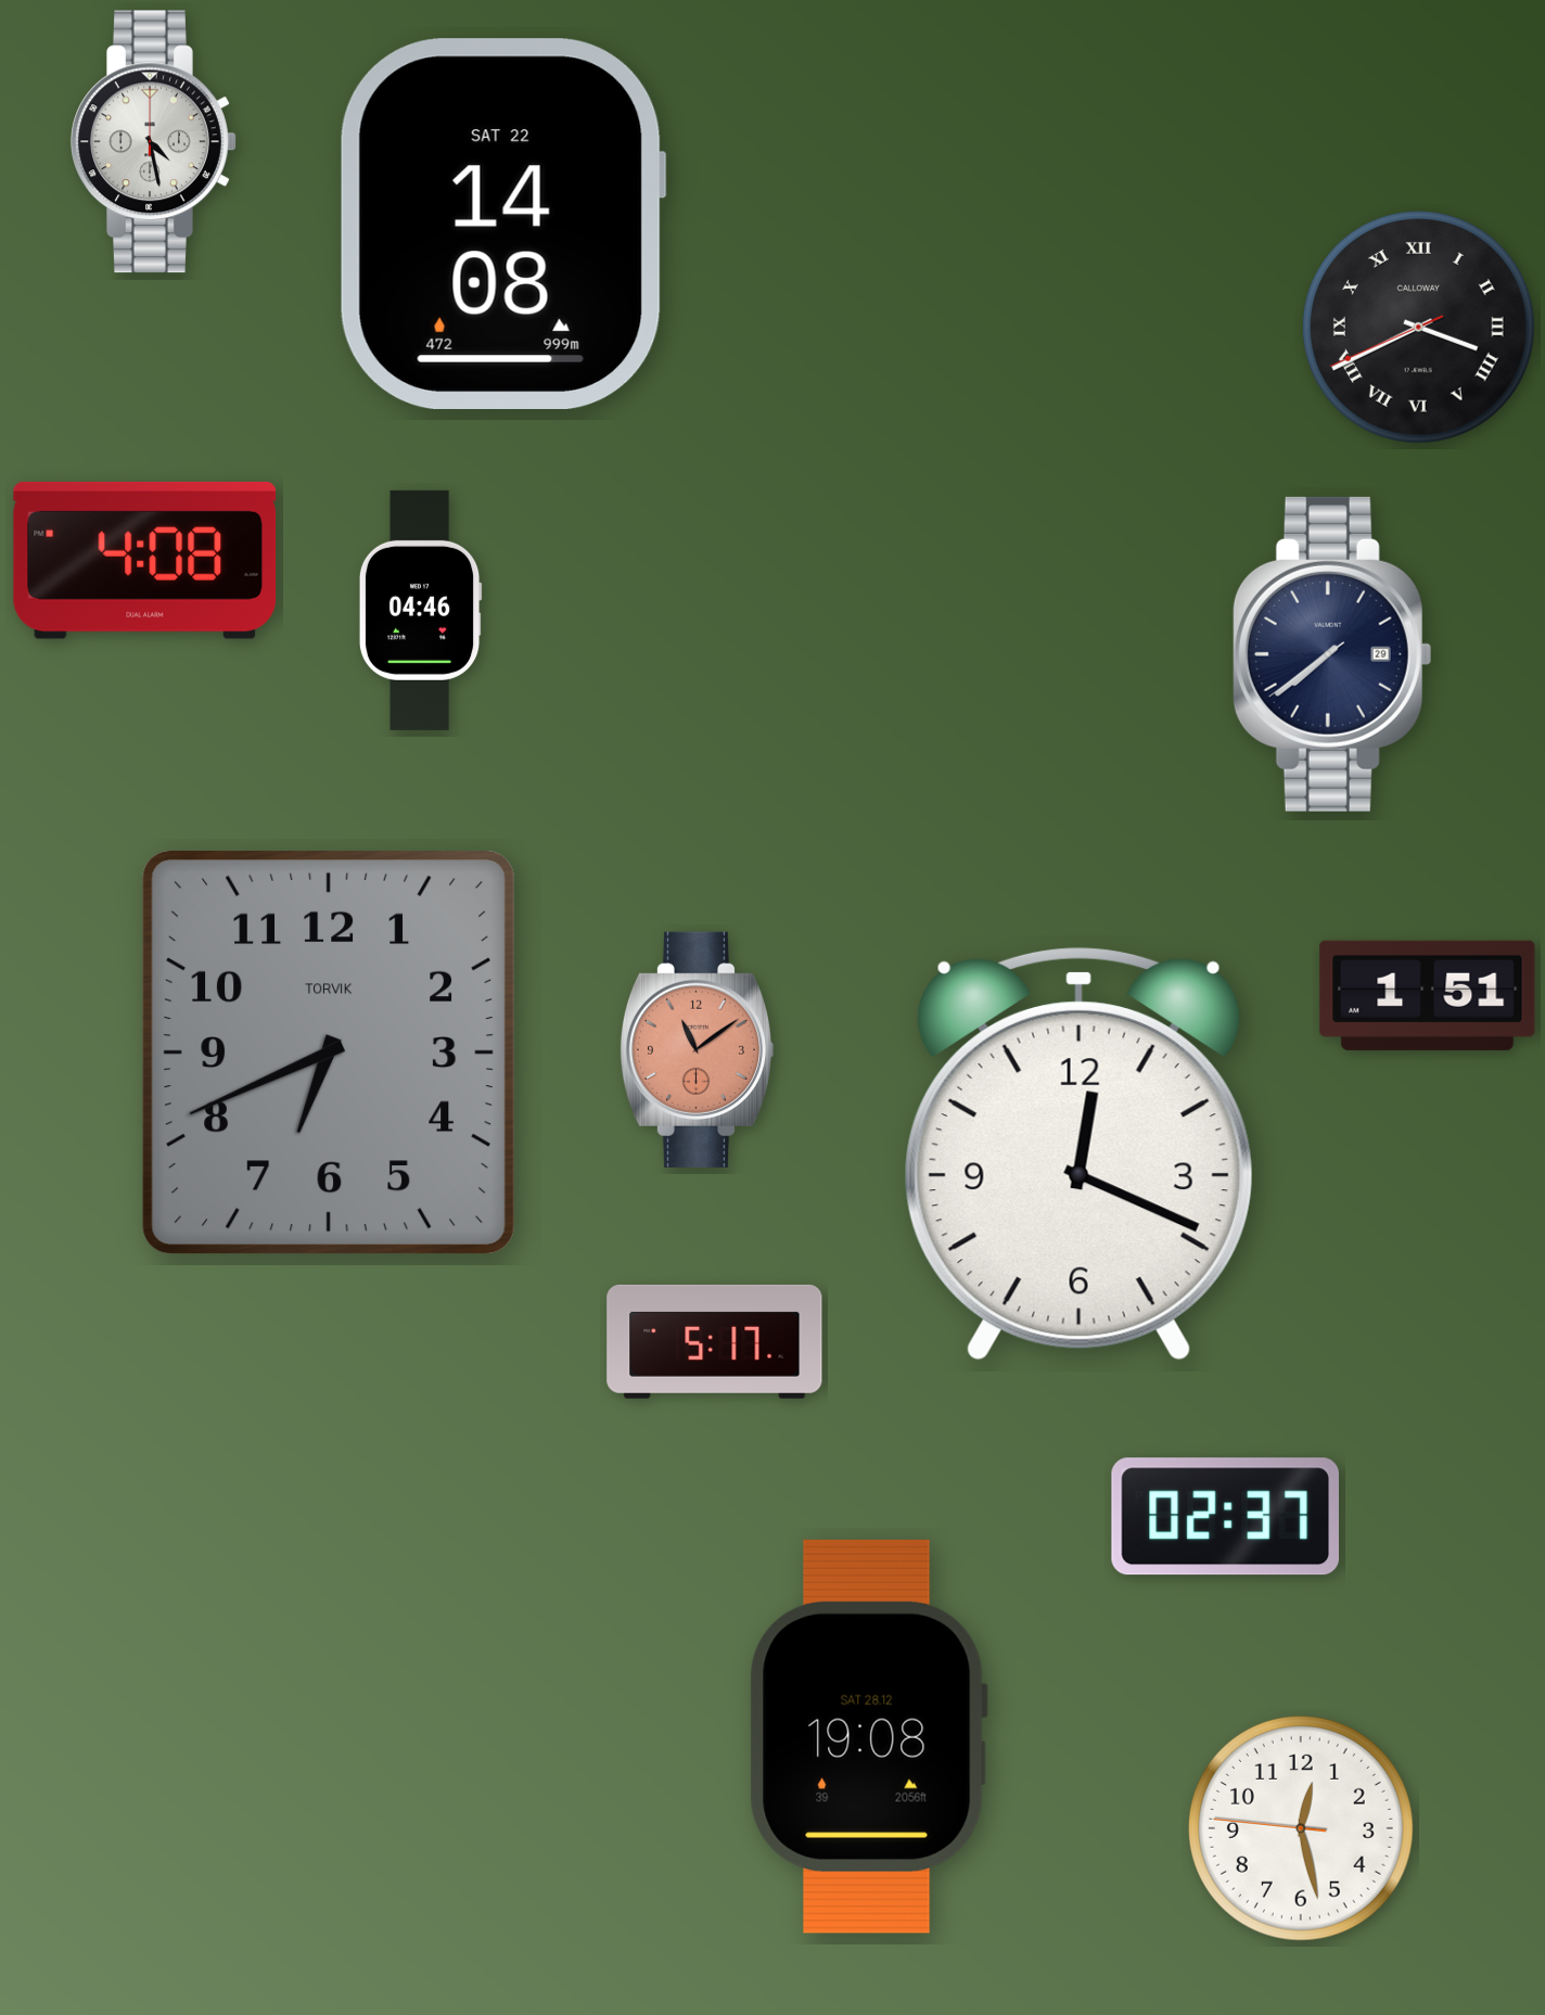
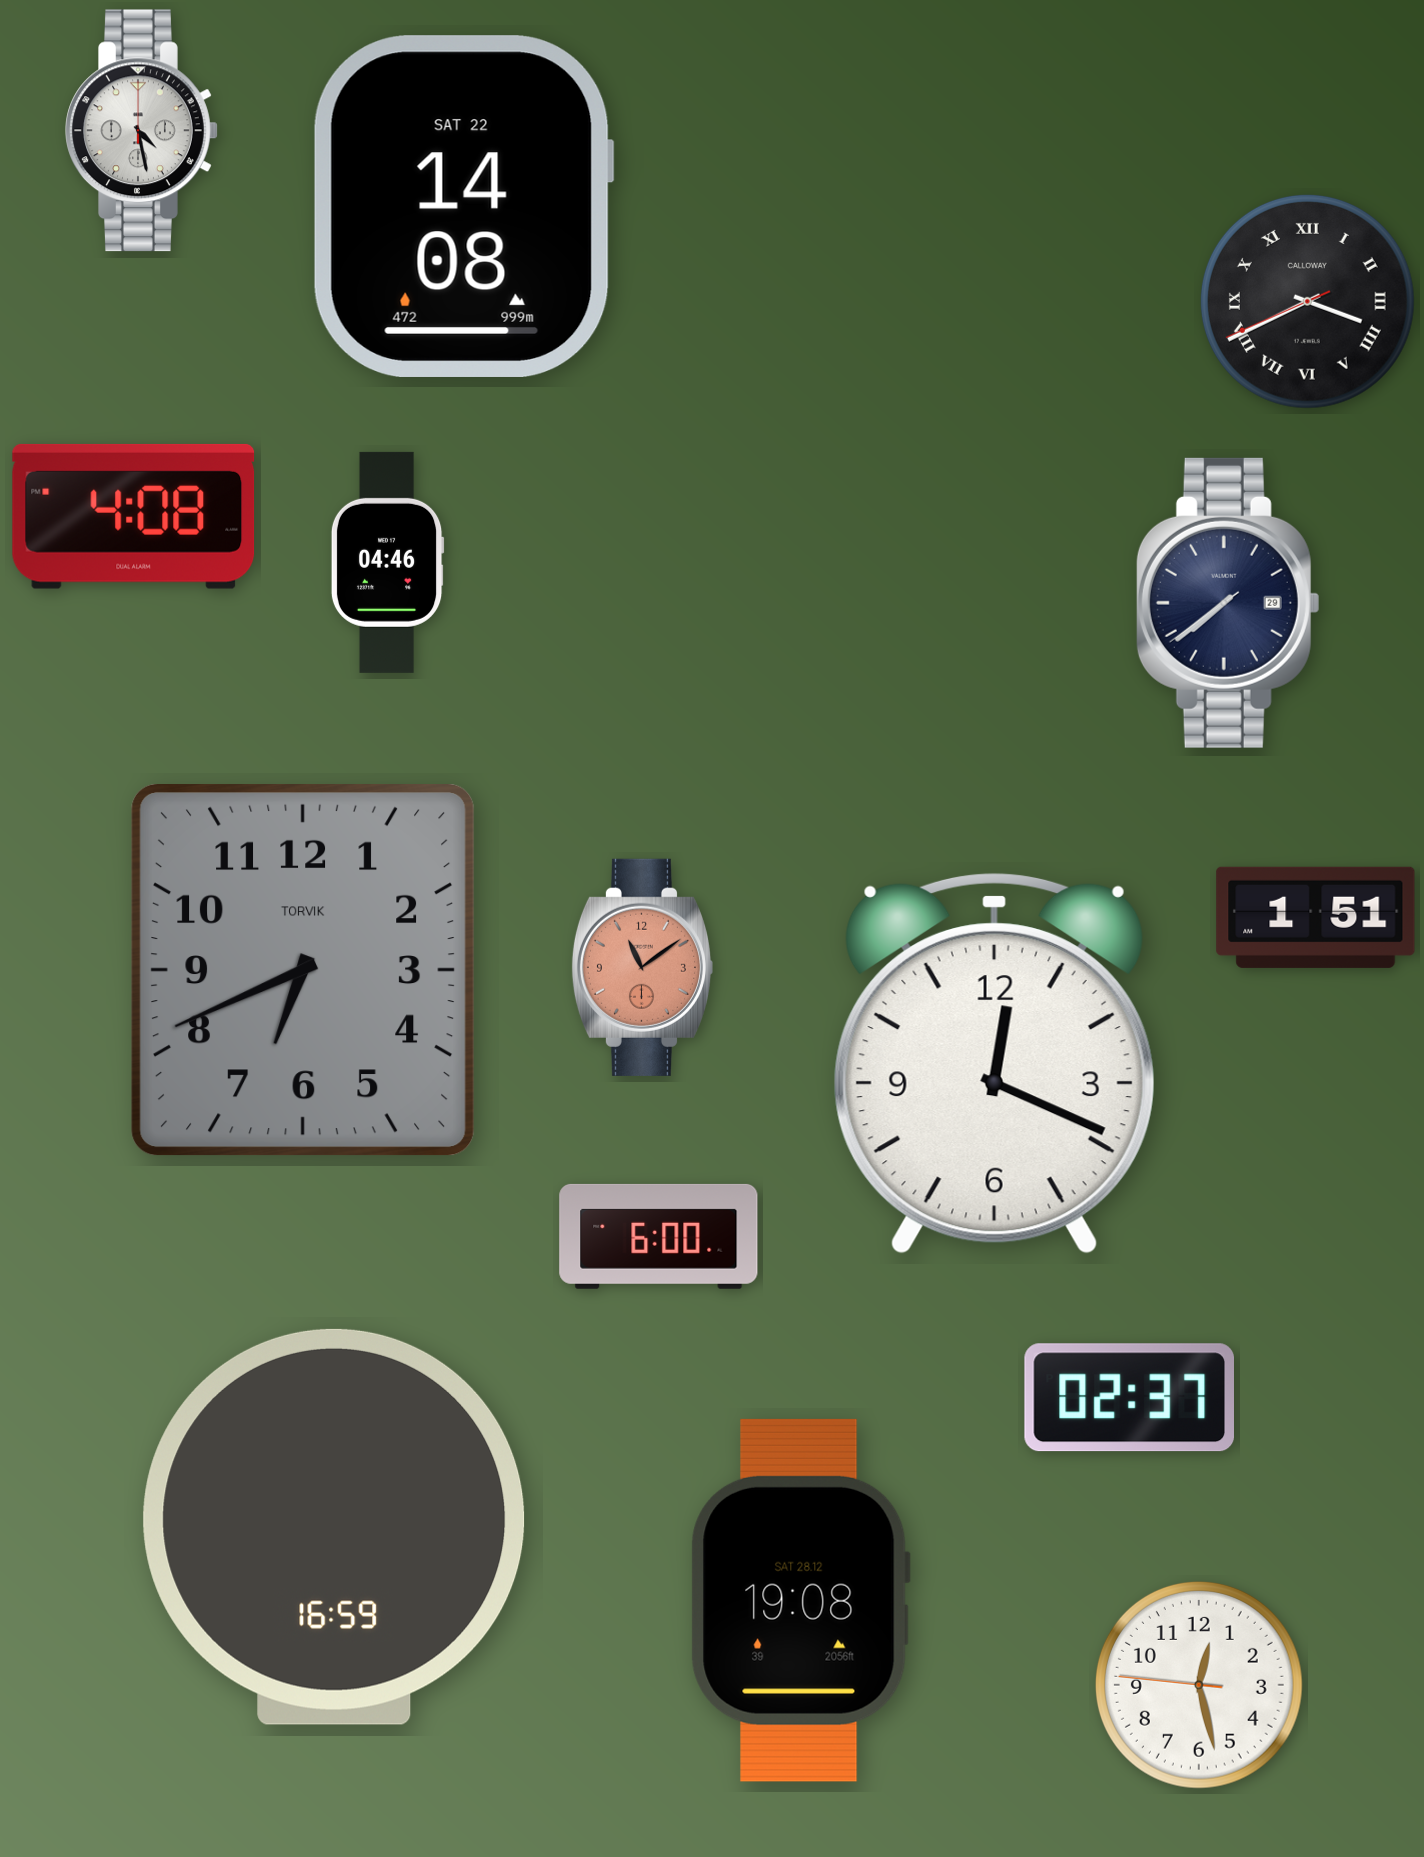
clock at (715, 1341): 5:17 -> 6:00
clock at (334, 1527): none -> 16:59
